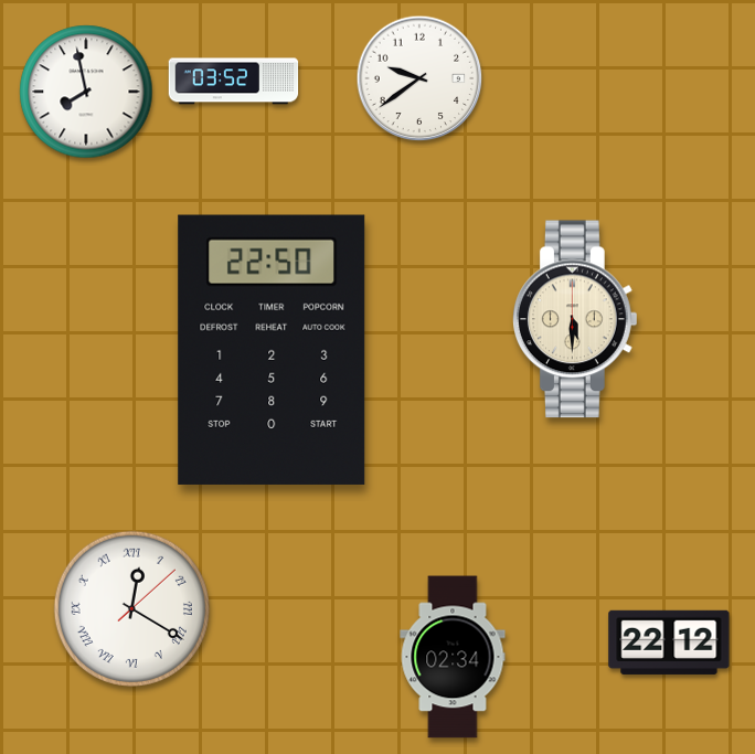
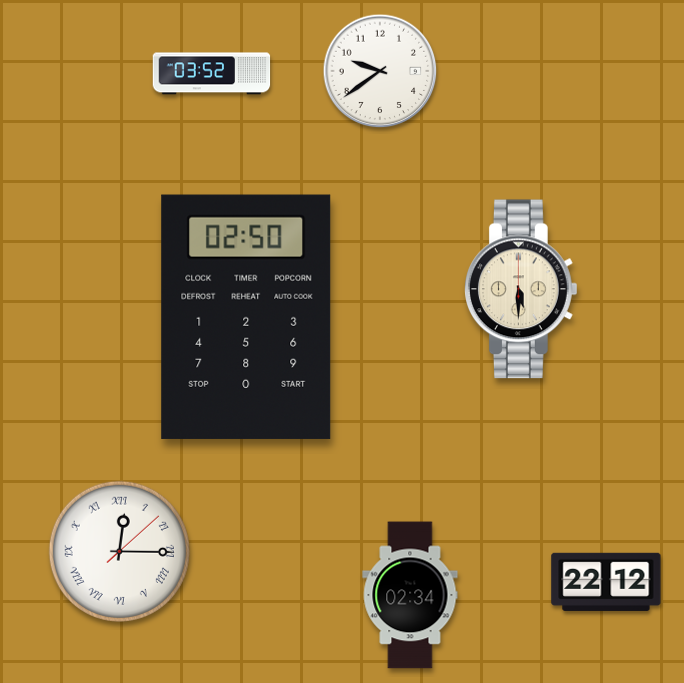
clock at (86, 92): 7:58 -> none
clock at (272, 350): 22:50 -> 02:50
clock at (131, 608): 12:20 -> 12:15
